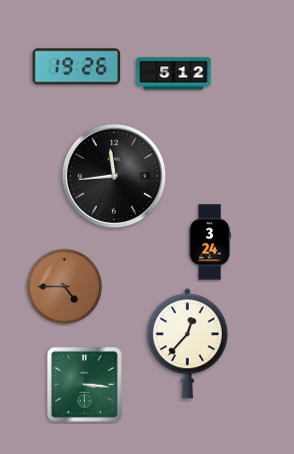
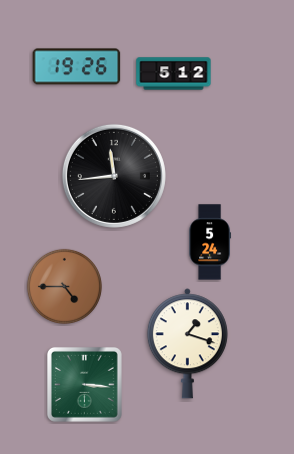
clock at (209, 242): 3:24 -> 5:24
clock at (187, 344): 12:37 -> 1:18
